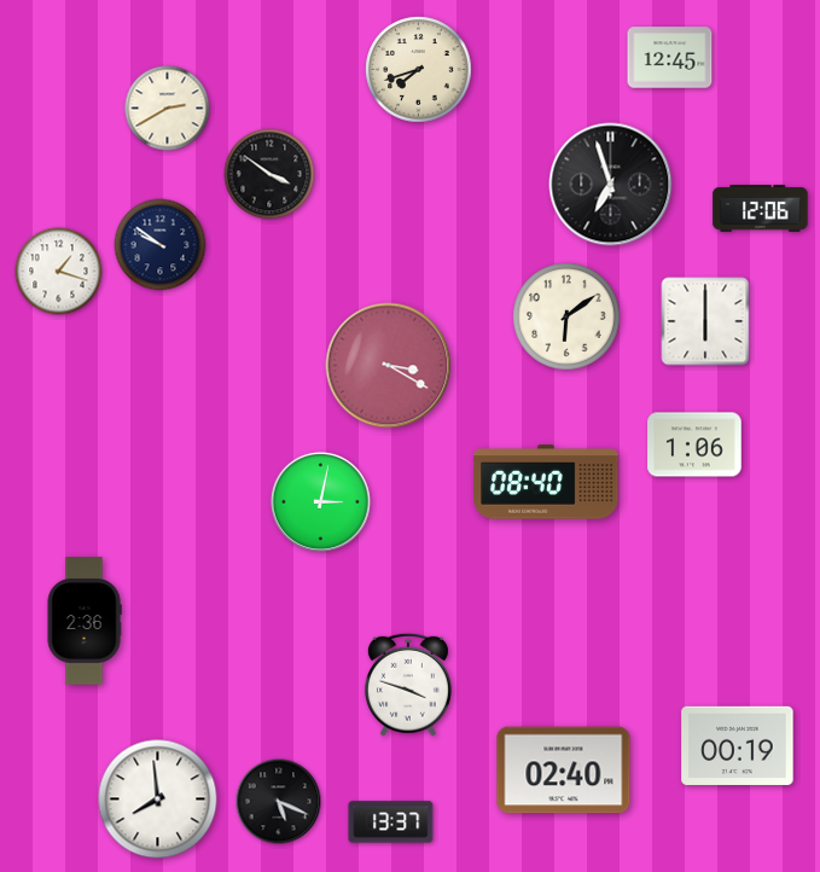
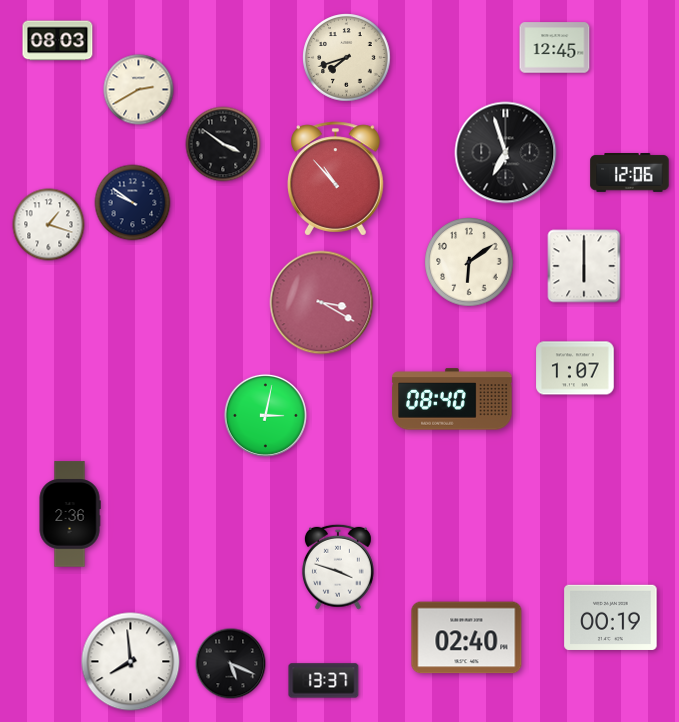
clock at (58, 41): none -> 08:03
clock at (336, 179): none -> 10:53
clock at (694, 444): 1:06 -> 1:07
